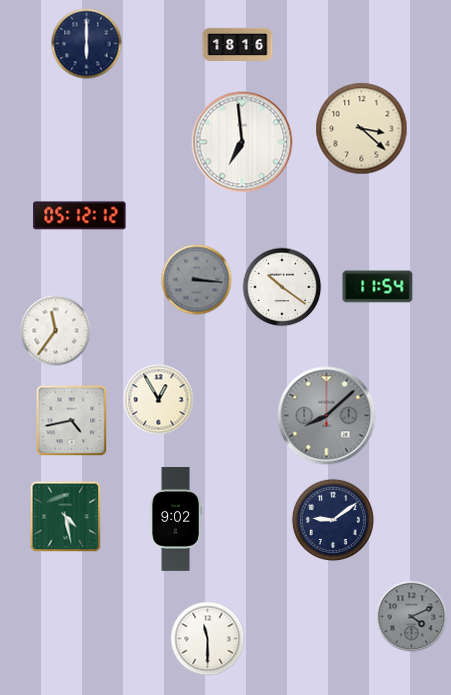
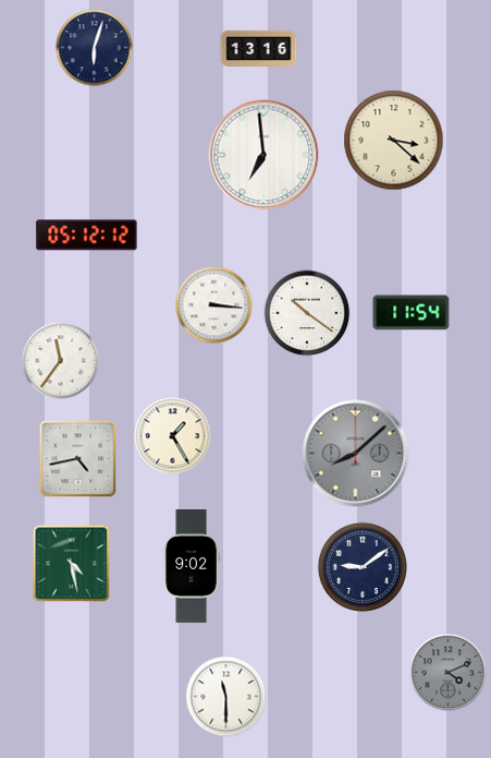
clock at (87, 44): 6:00 -> 6:03
clock at (238, 44): 18:16 -> 13:16
clock at (197, 280) dial: grey -> white
clock at (159, 400): 12:55 -> 1:25
